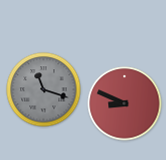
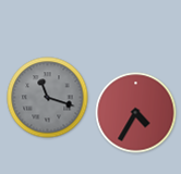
clock at (125, 104): 8:49 -> 4:35
